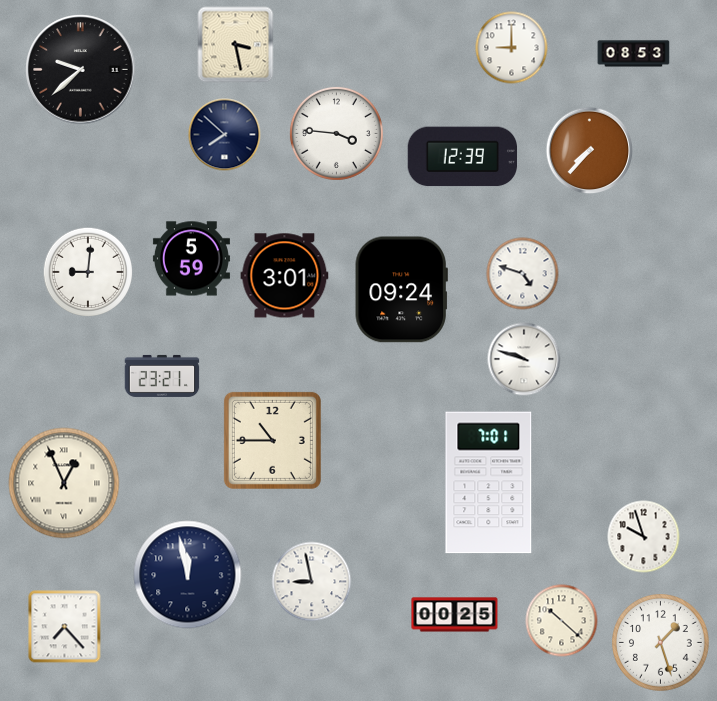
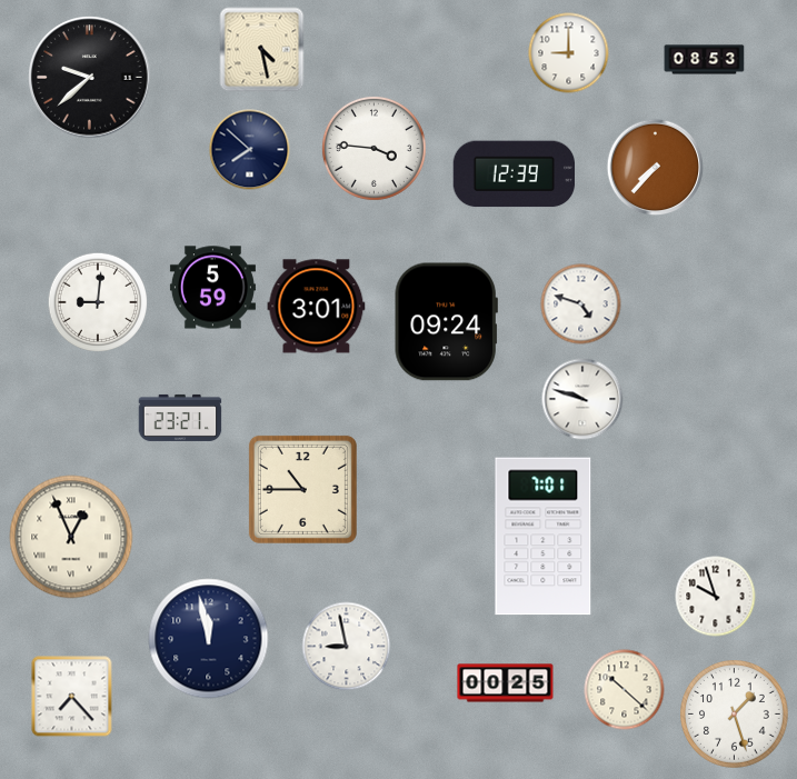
clock at (236, 45): 3:28 -> 4:28
